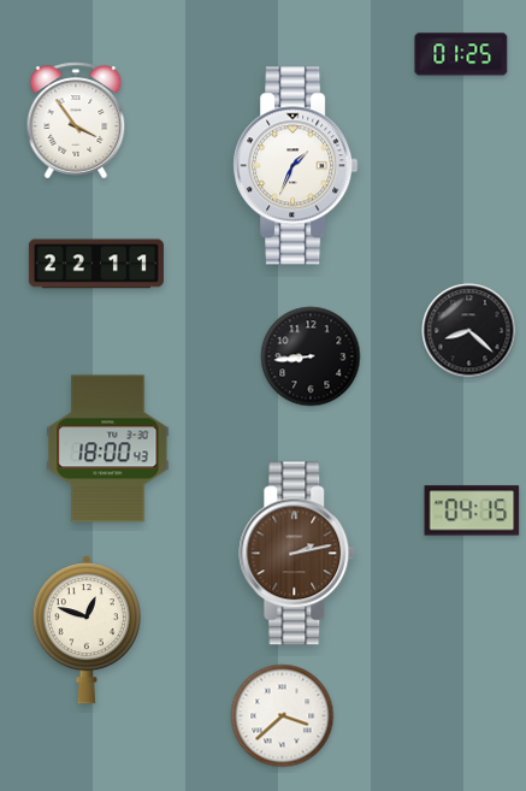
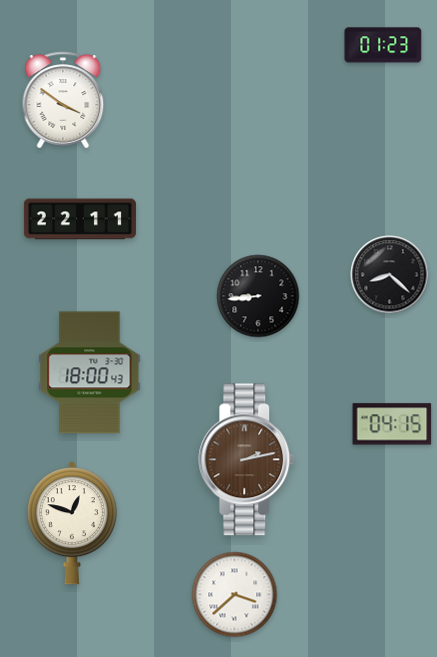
clock at (461, 54): 01:25 -> 01:23
clock at (76, 120): 3:54 -> 3:51
clock at (296, 166): 1:34 -> none
